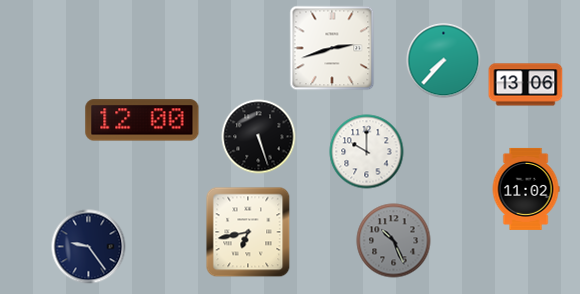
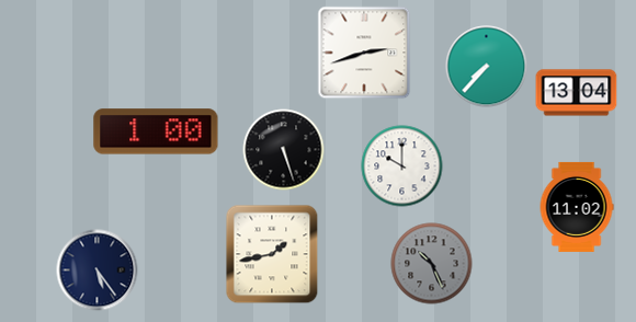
clock at (526, 85): 13:06 -> 13:04
clock at (142, 120): 12:00 -> 1:00
clock at (248, 232): 6:43 -> 1:43
clock at (89, 247): 9:24 -> 5:24
